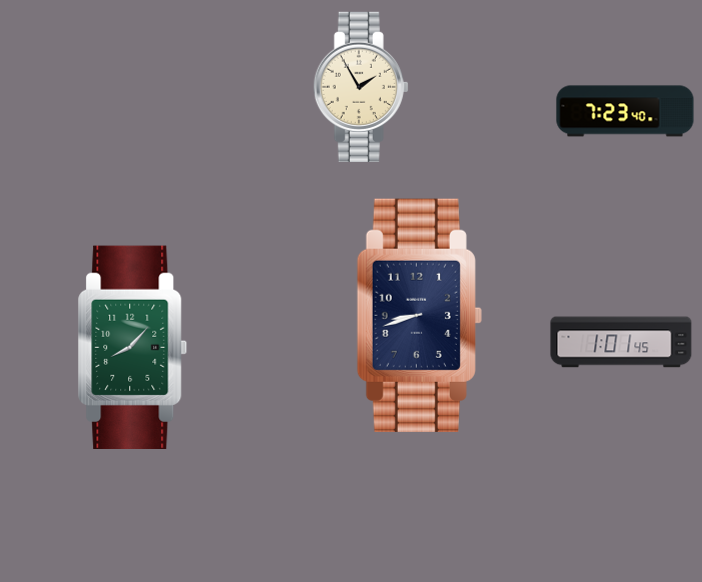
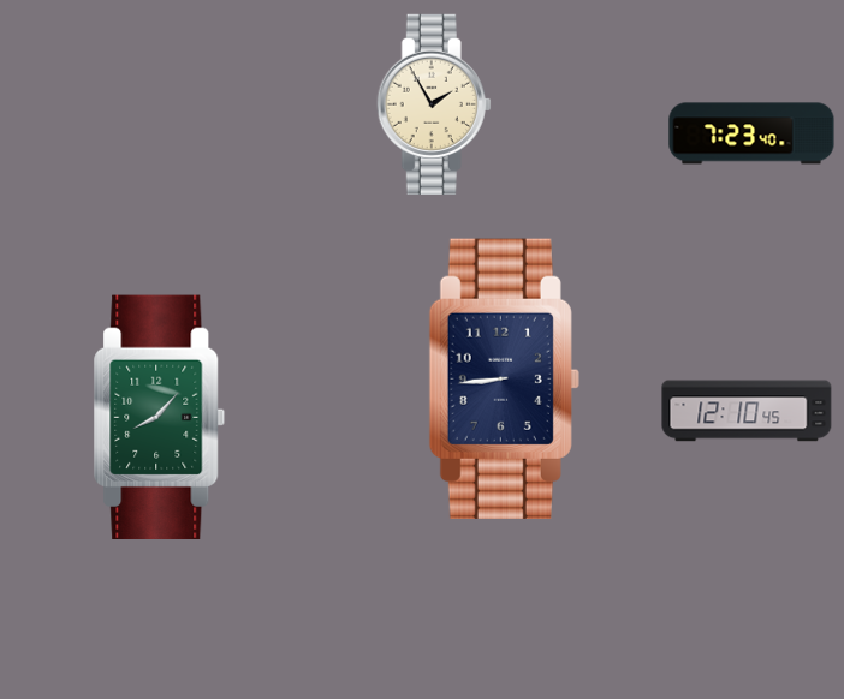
clock at (419, 315): 8:42 -> 8:44
clock at (621, 342): 1:01 -> 12:10
